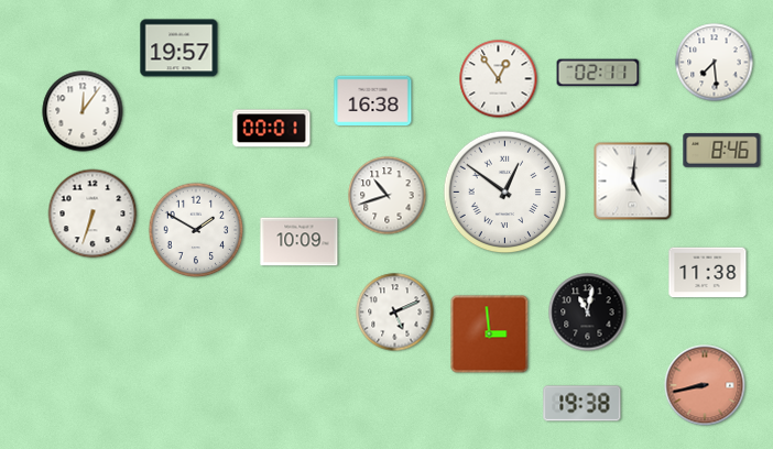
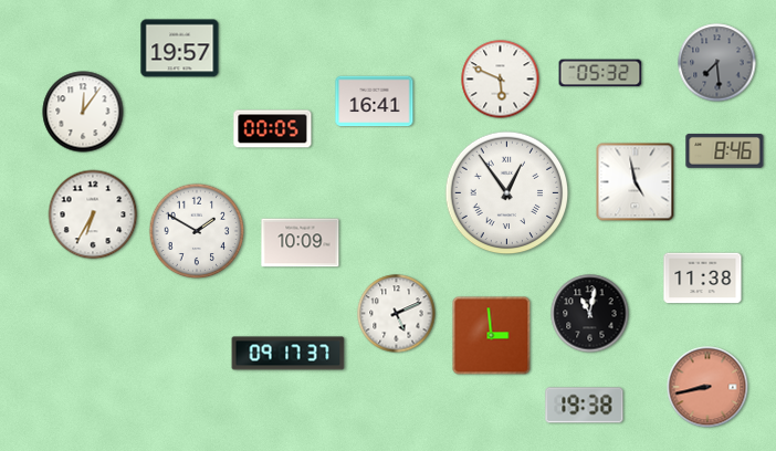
clock at (715, 63) dial: white -> grey
clock at (598, 73): 02:11 -> 05:32
clock at (499, 79): 12:54 -> 5:49
clock at (373, 101): 16:38 -> 16:41
clock at (272, 129): 00:01 -> 00:05
clock at (633, 182): 5:01 -> 4:58
clock at (505, 193): 12:51 -> 12:54
clock at (388, 196): 10:42 -> none
clock at (92, 213): 6:33 -> 6:35
clock at (708, 273) position: (708, 273) -> (703, 279)
clock at (289, 354): none -> 09:17
